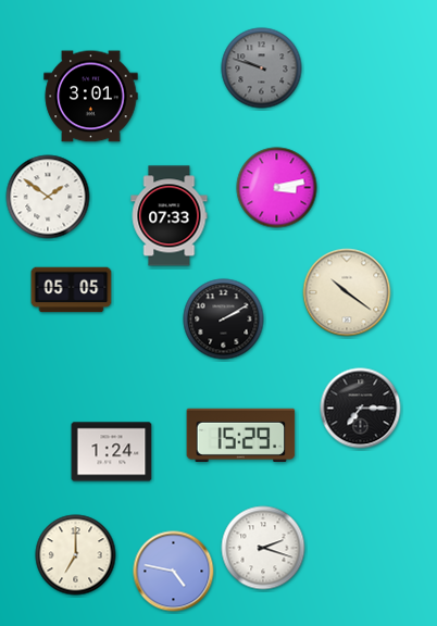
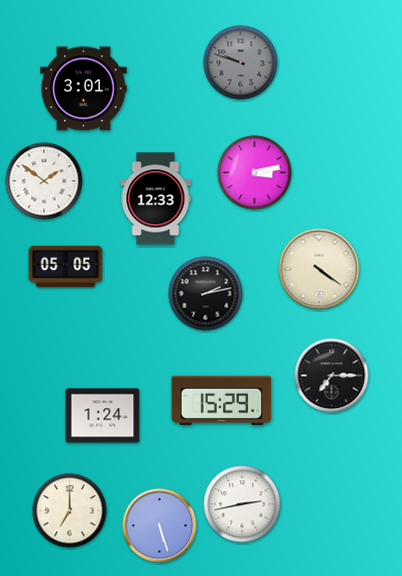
clock at (170, 216): 07:33 -> 12:33
clock at (347, 292): 10:21 -> 4:21
clock at (224, 320): 2:10 -> 2:13
clock at (263, 548): 2:18 -> 2:43
clock at (174, 572): 4:47 -> 5:27
